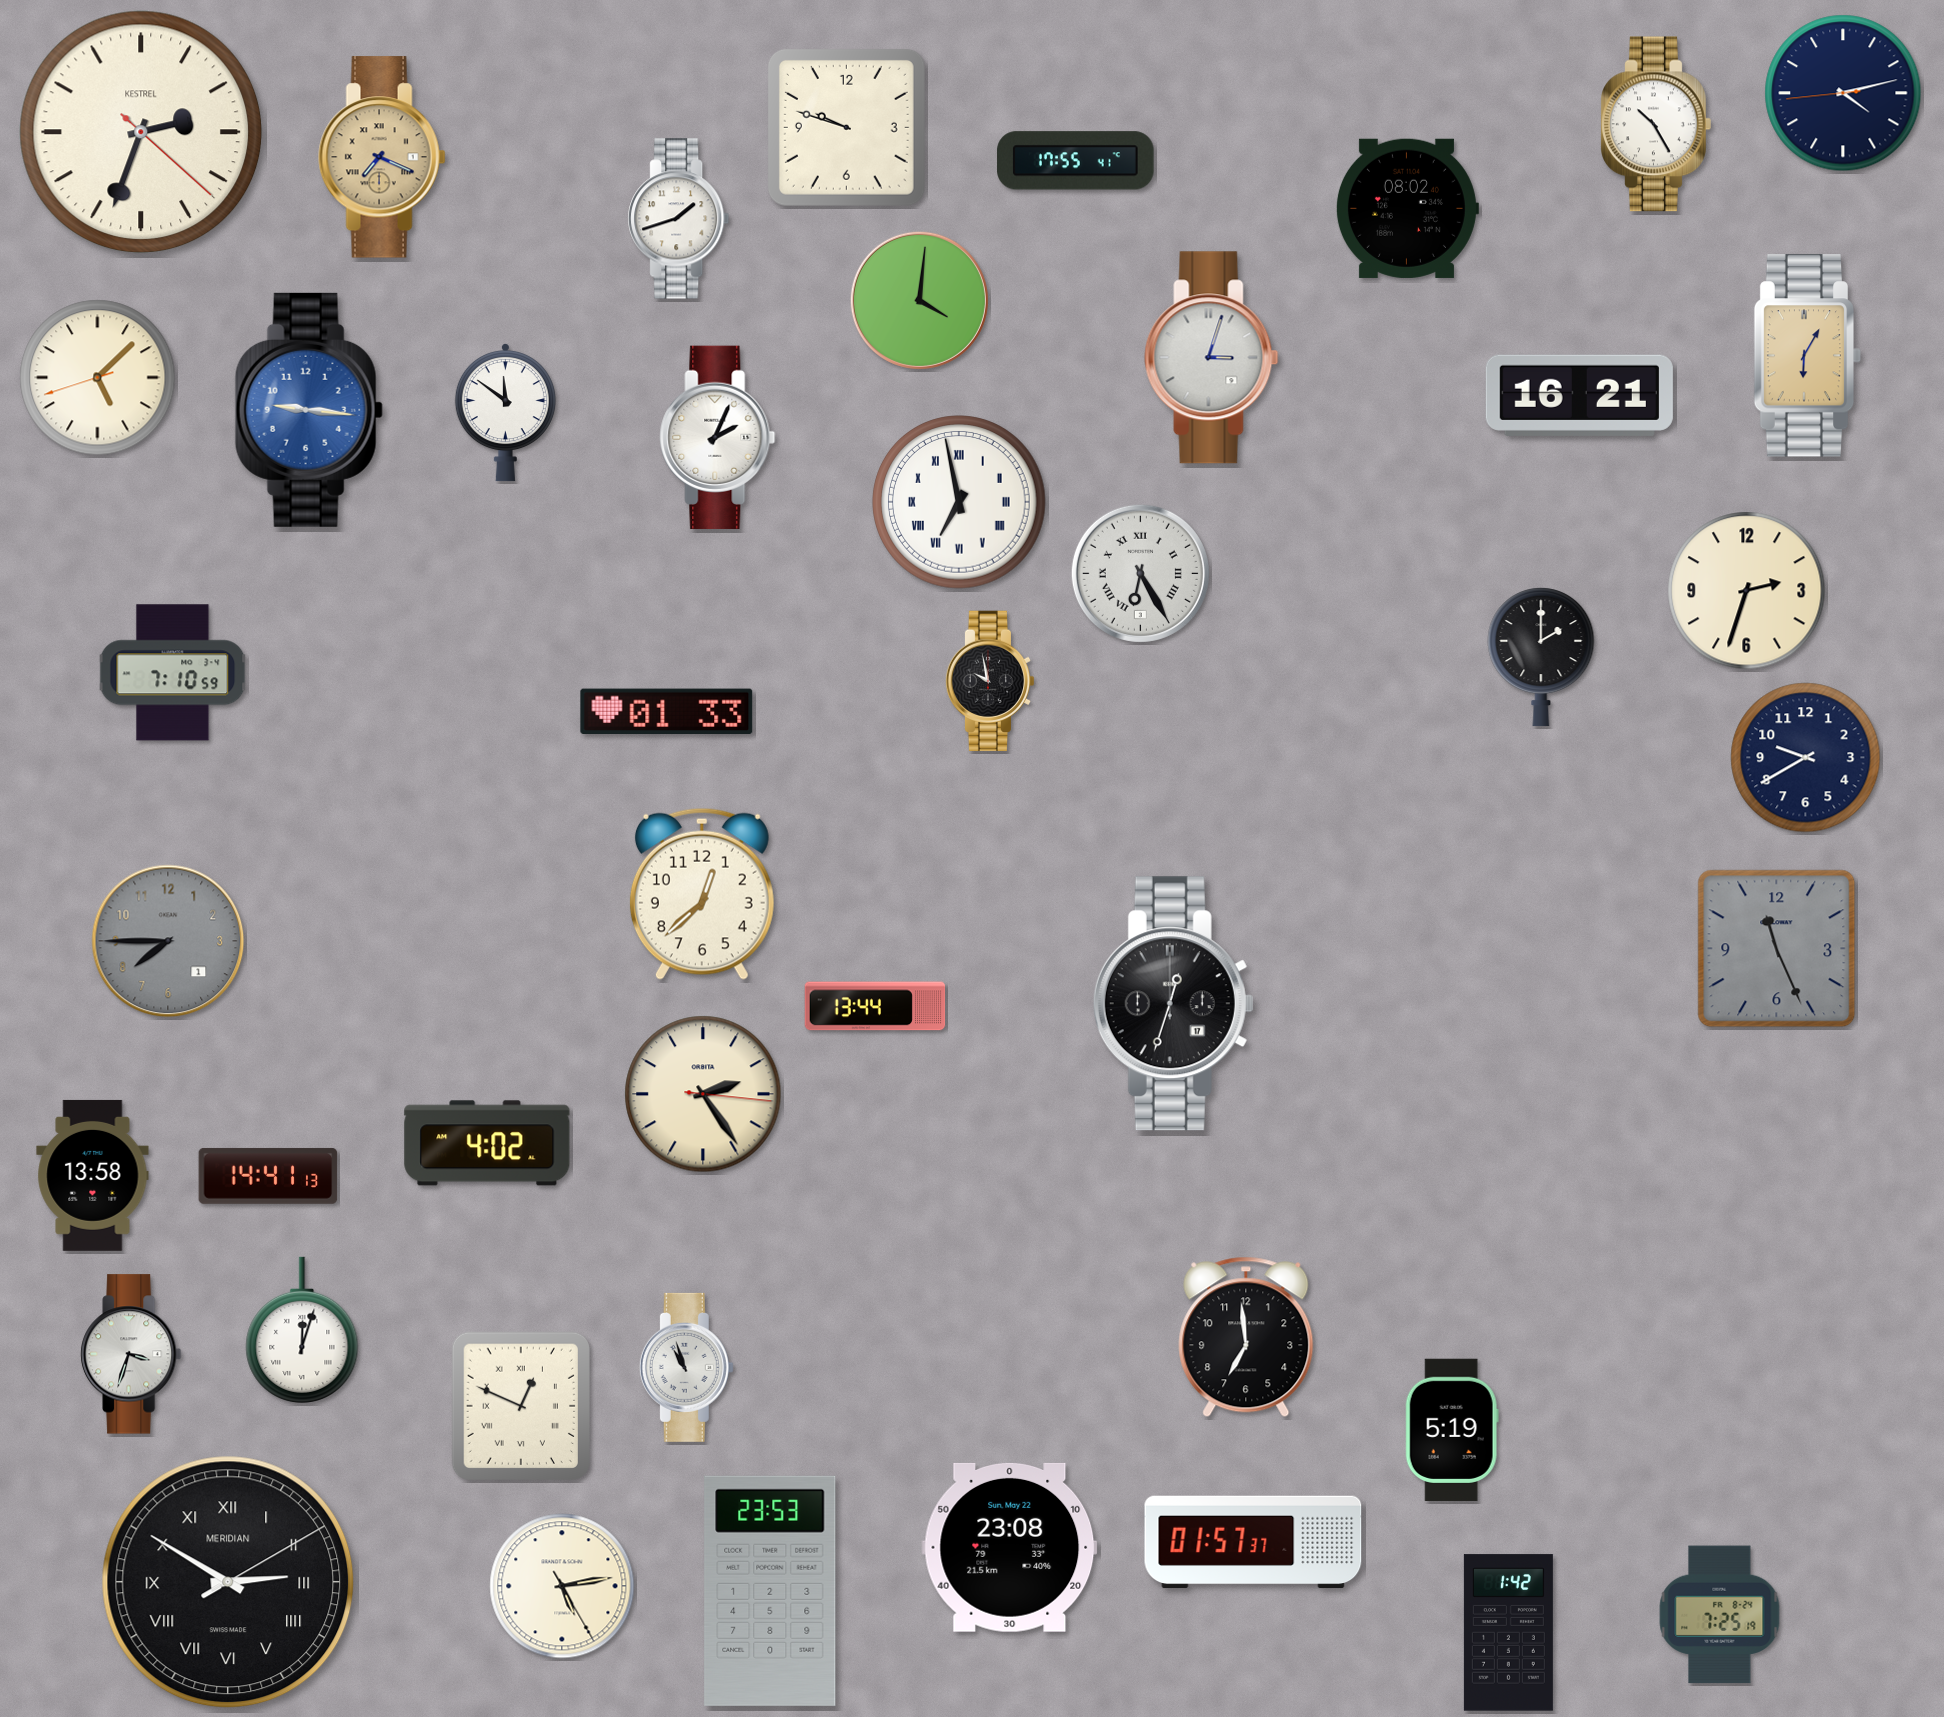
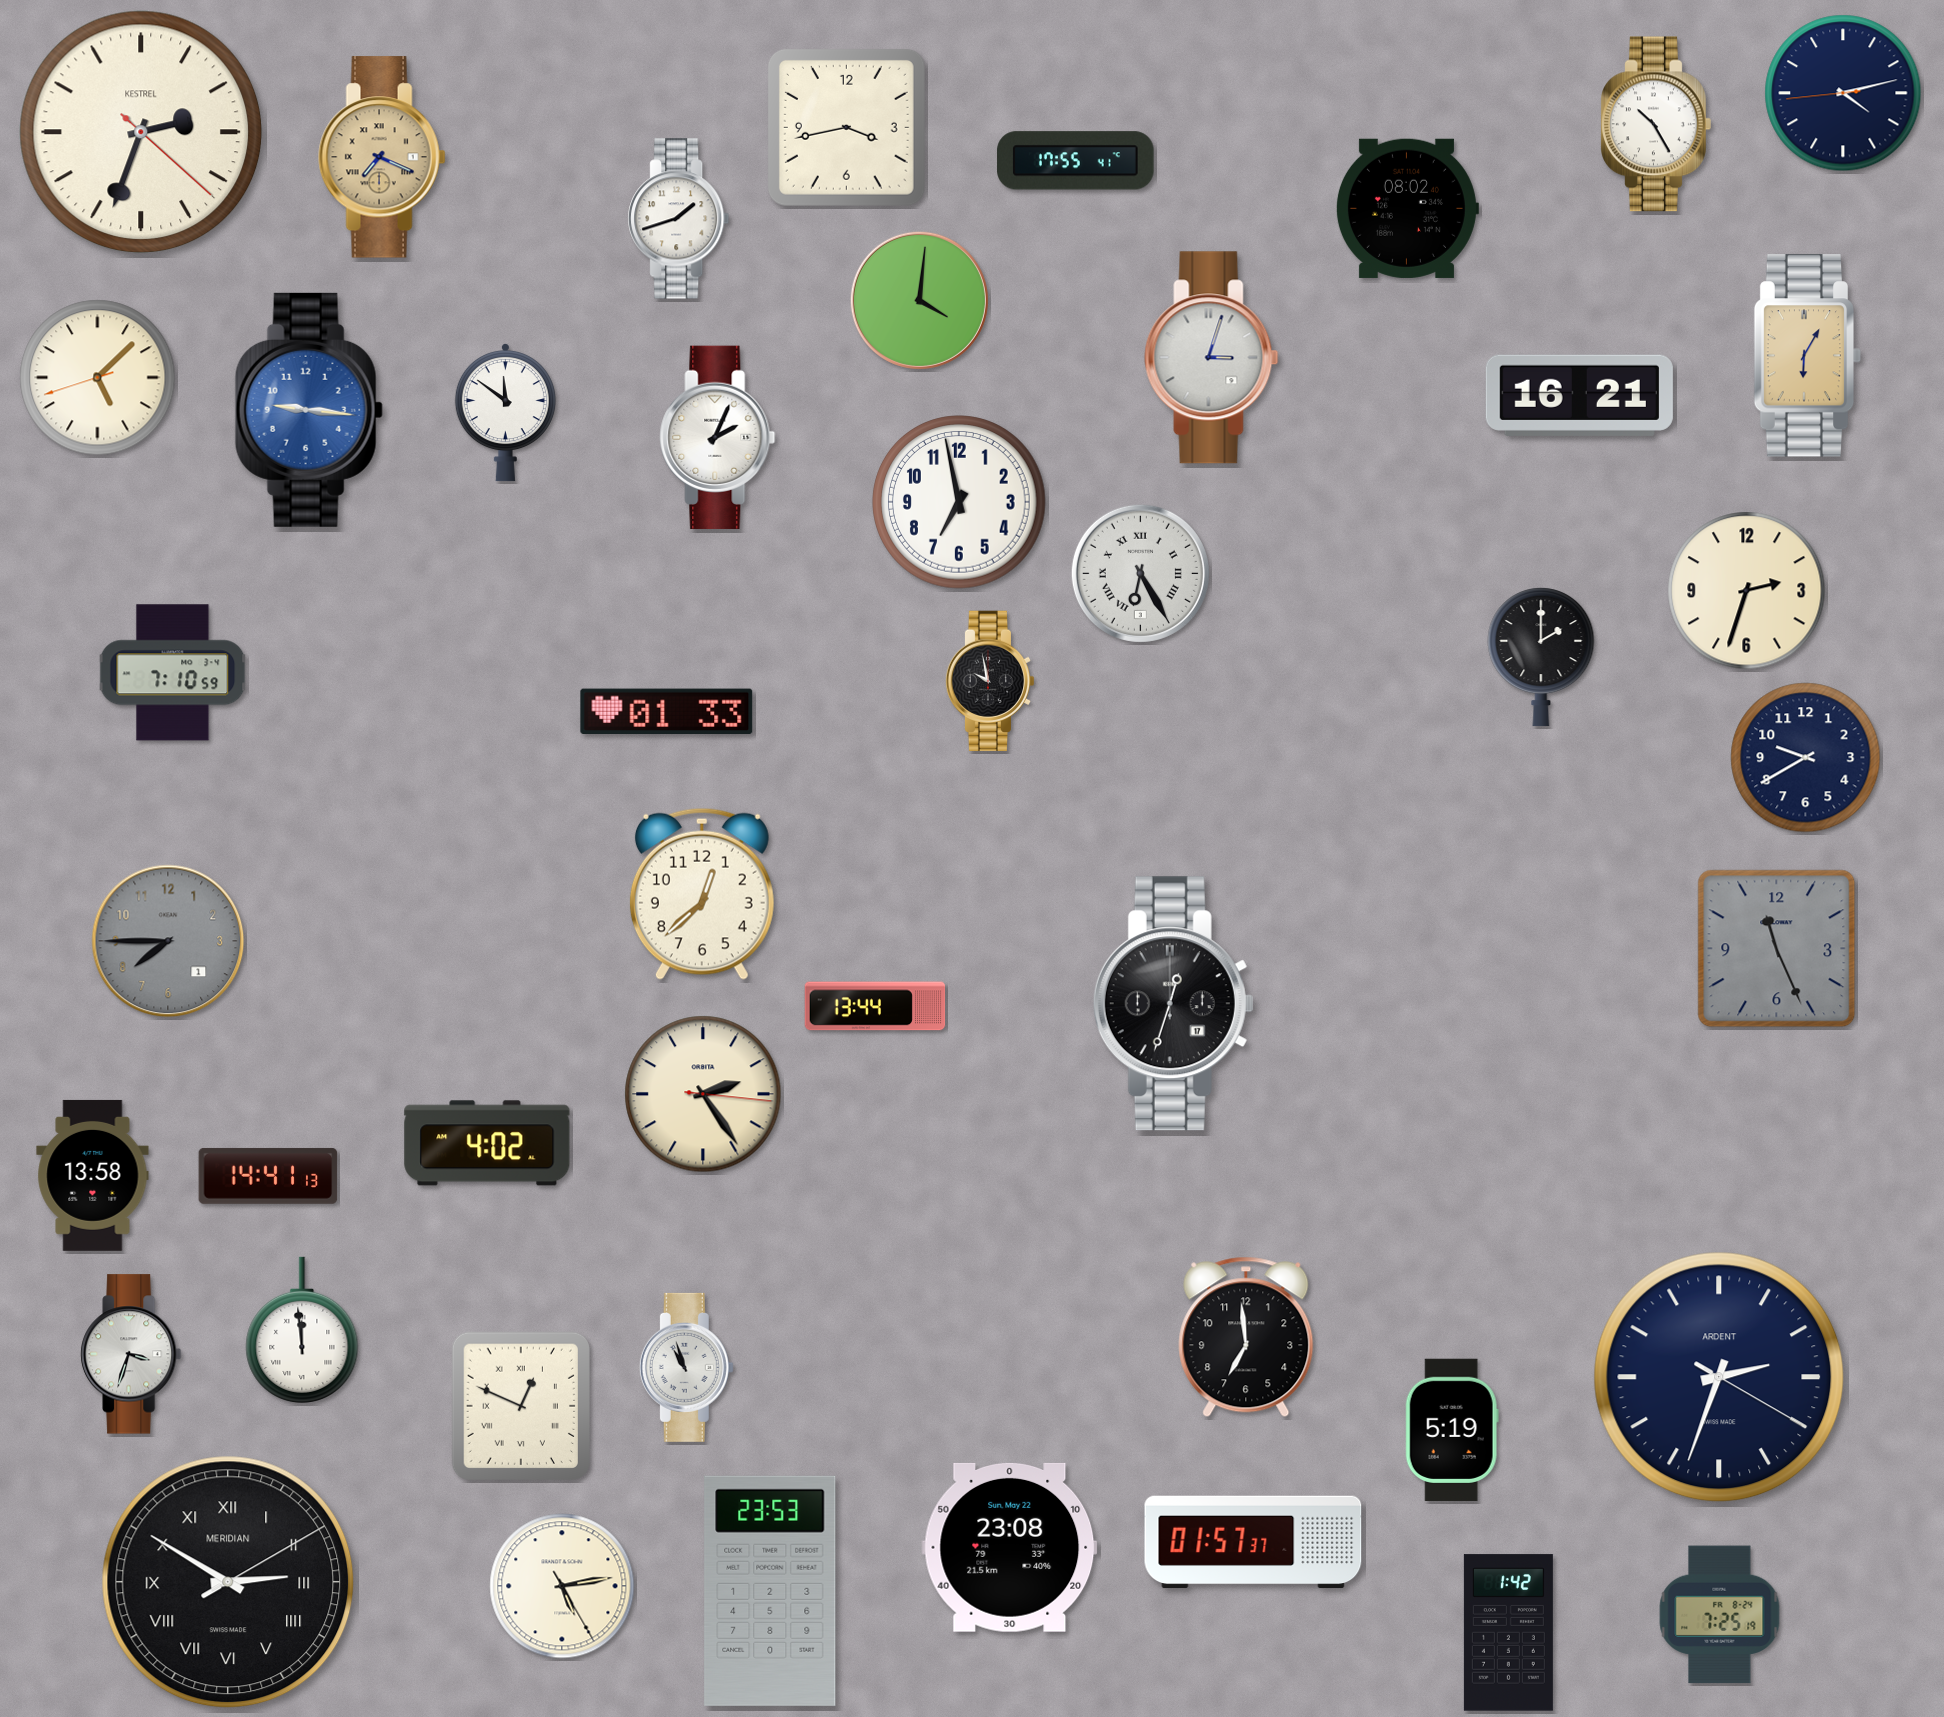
clock at (846, 127): 9:48 -> 3:43
clock at (959, 502) numerals: Roman -> Arabic
clock at (302, 1330): 12:03 -> 11:59
clock at (1719, 1377): none -> 2:33
